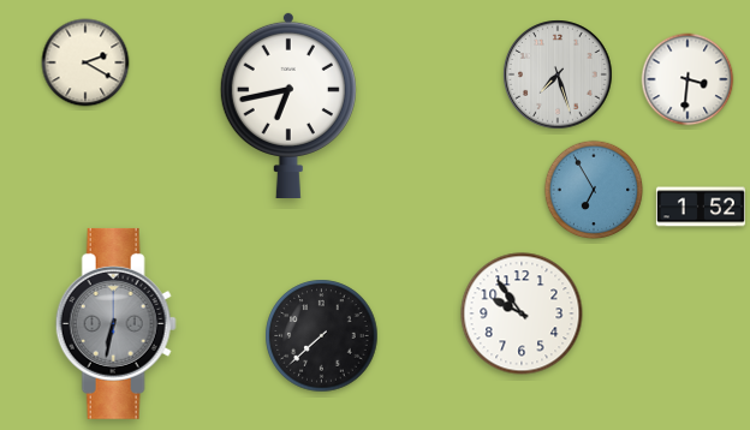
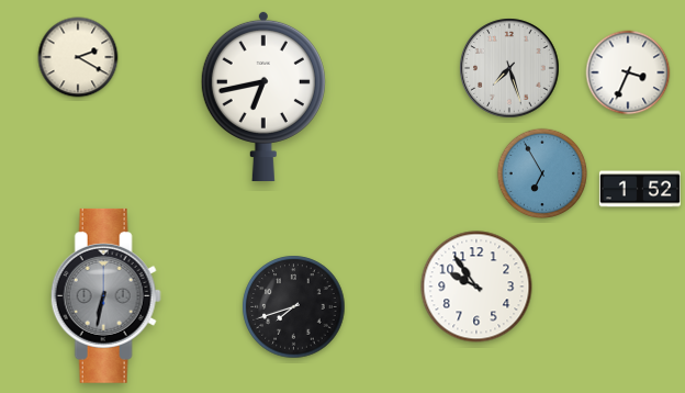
clock at (687, 79): 3:31 -> 3:34
clock at (322, 336): 7:38 -> 7:42
